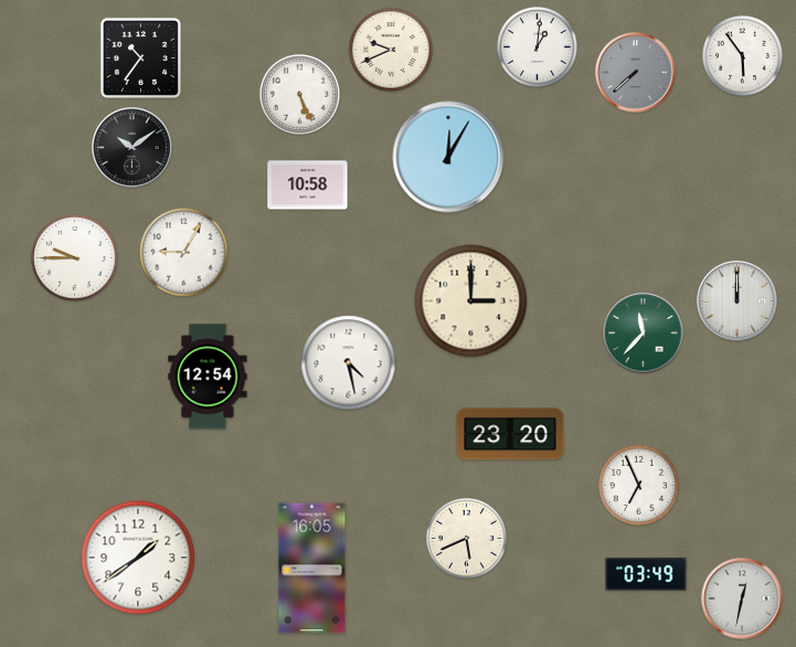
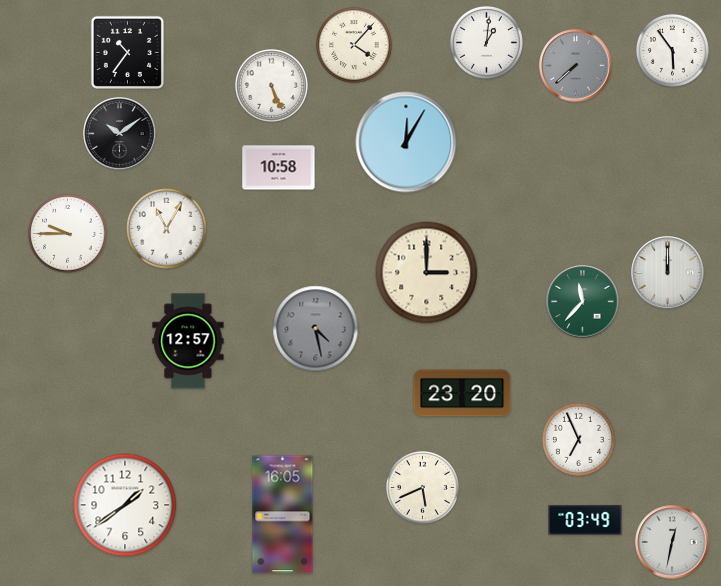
clock at (392, 51): 9:41 -> 4:07
clock at (184, 253): 9:05 -> 11:05
clock at (349, 363) dial: white -> grey
clock at (208, 376): 12:54 -> 12:57
